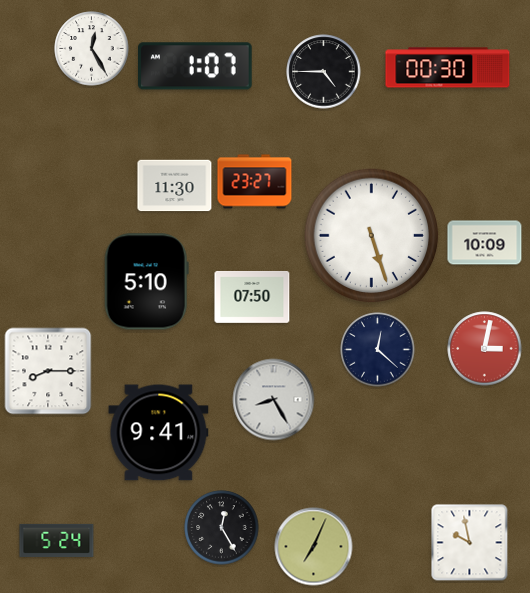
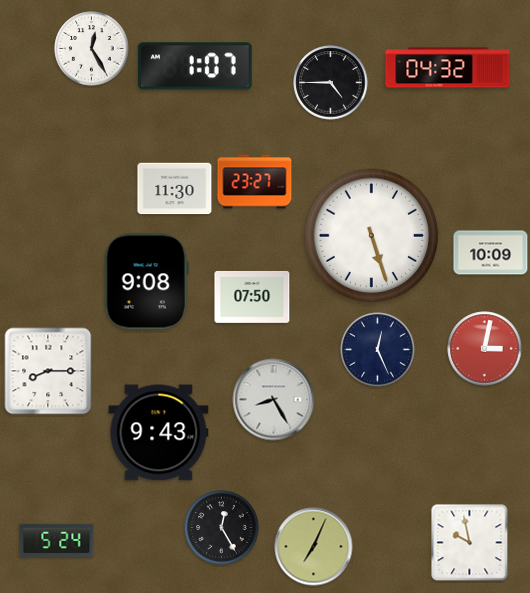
clock at (448, 68): 00:30 -> 04:32
clock at (324, 72) position: (324, 72) -> (331, 83)
clock at (175, 186) position: (175, 186) -> (175, 189)
clock at (485, 243) position: (485, 243) -> (491, 253)
clock at (146, 282): 5:10 -> 9:08
clock at (378, 350): 12:22 -> 12:26
clock at (159, 433): 9:41 -> 9:43
